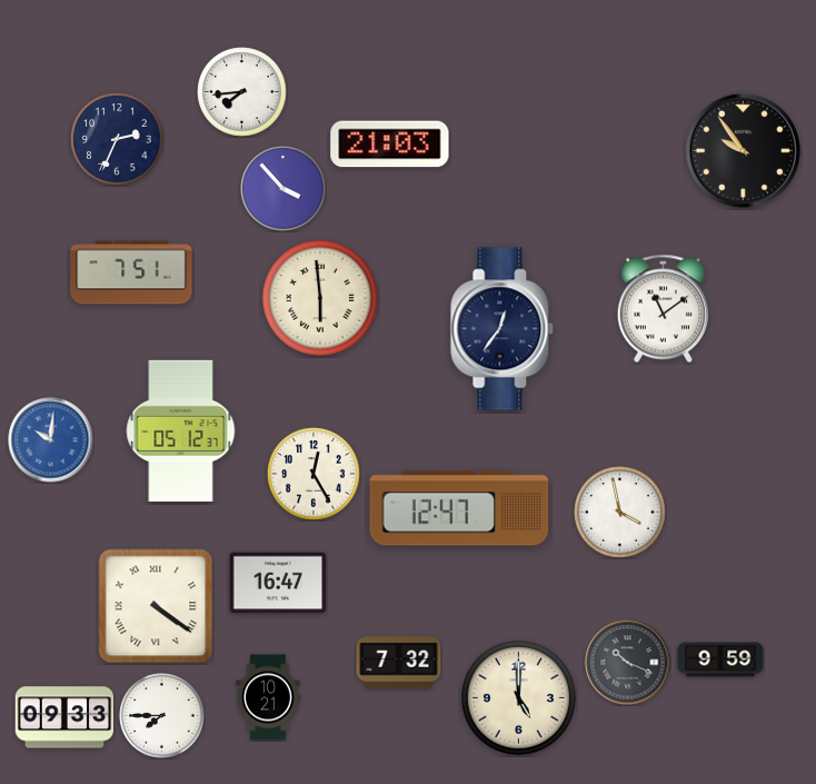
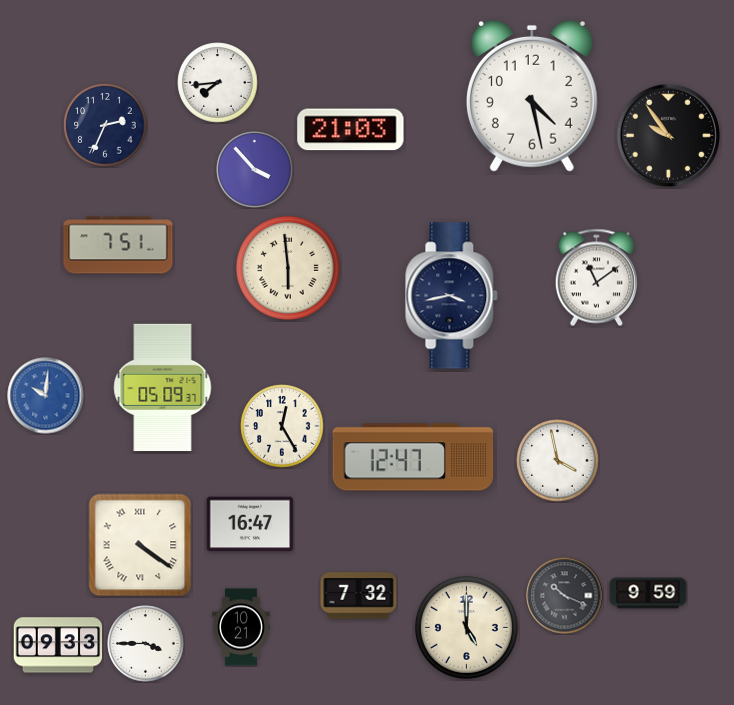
clock at (532, 96): none -> 4:28
clock at (502, 329): 12:36 -> 3:43
clock at (181, 430): 05:12 -> 05:09
clock at (162, 716): 7:45 -> 3:45
